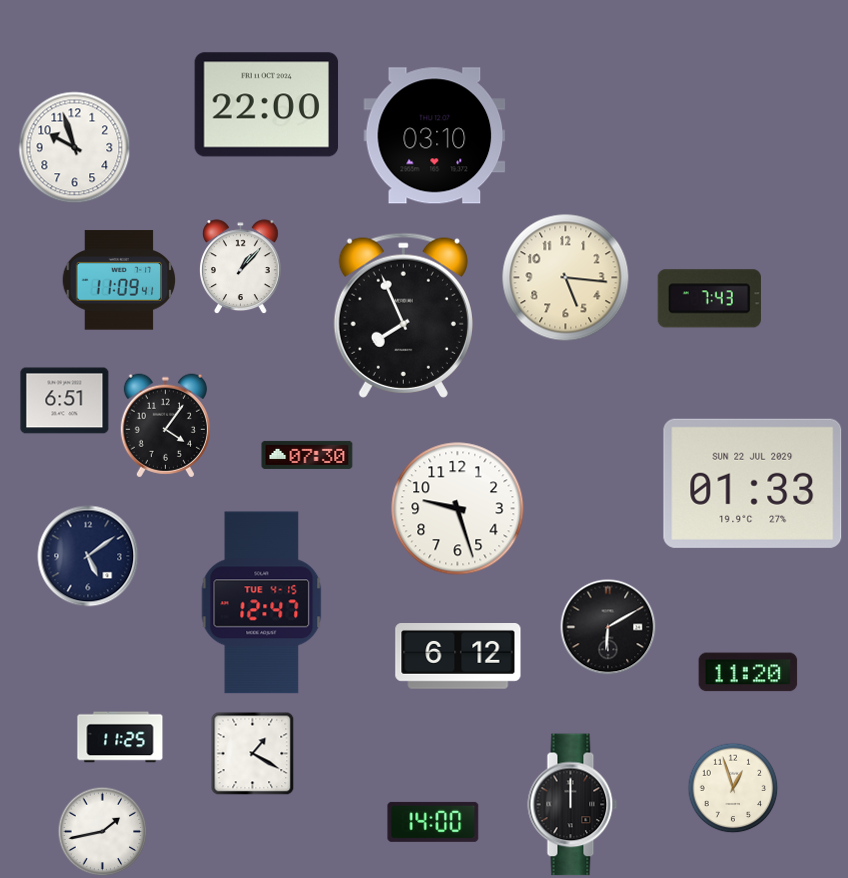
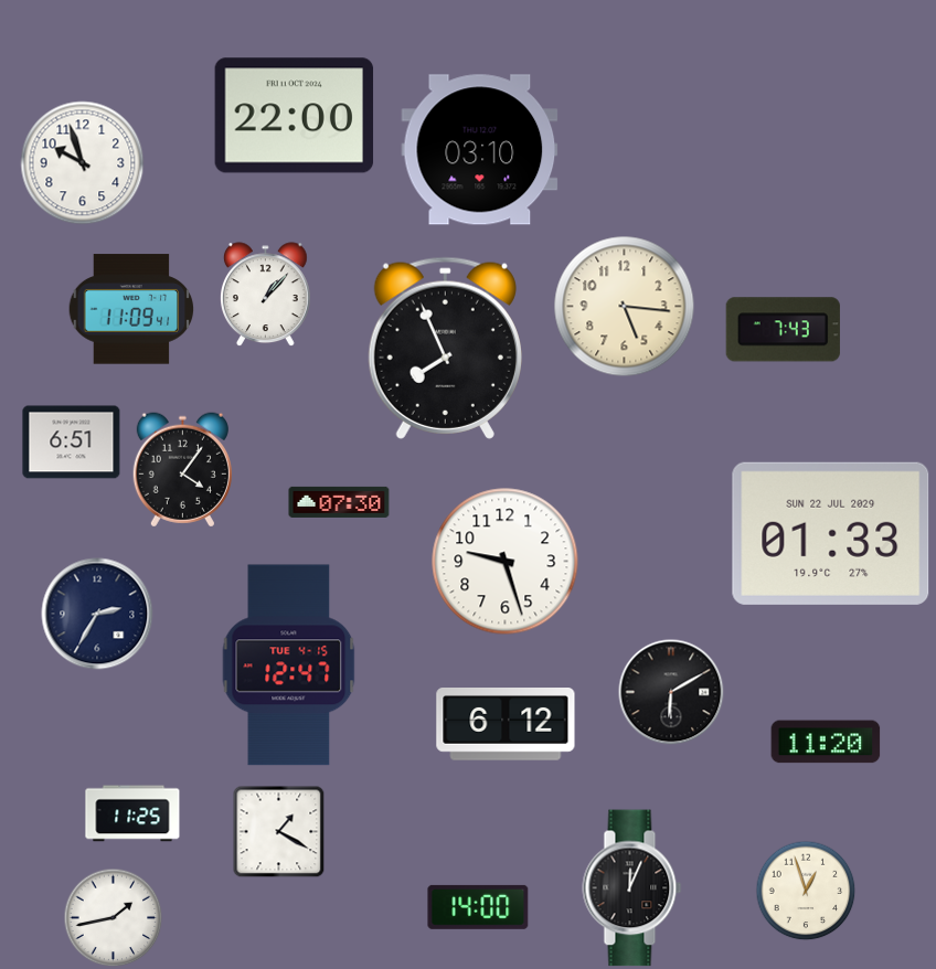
clock at (88, 556): 5:09 -> 2:35
clock at (733, 788) position: (733, 788) -> (806, 891)
clock at (573, 805): 12:00 -> 12:04
